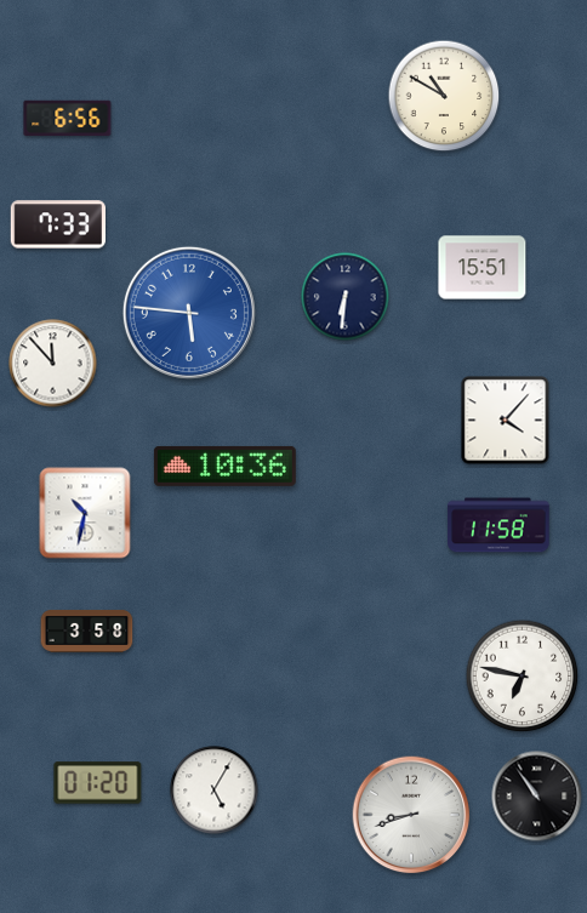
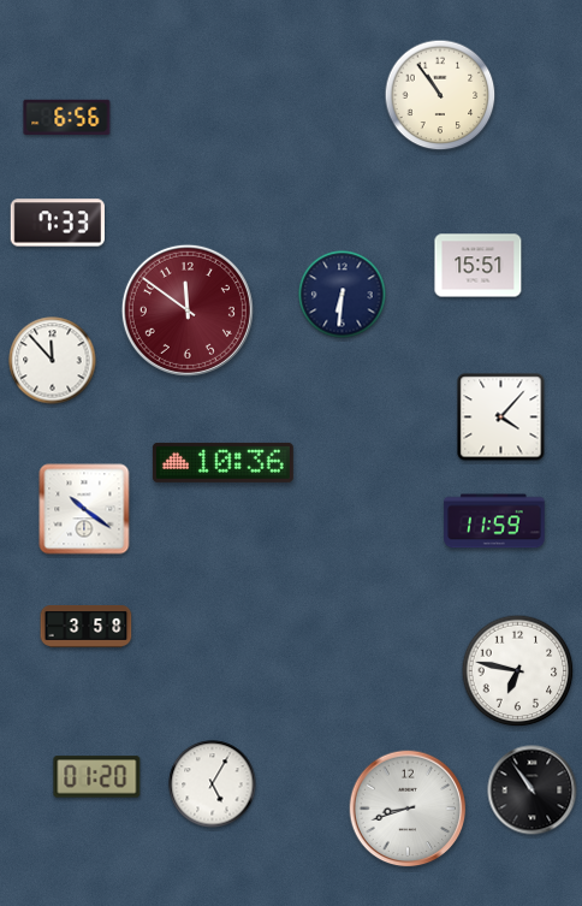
clock at (444, 96): 10:50 -> 10:54
clock at (189, 313): 5:46 -> 11:51
clock at (189, 313) dial: blue -> burgundy
clock at (85, 513): 10:32 -> 10:21
clock at (498, 525): 11:58 -> 11:59
